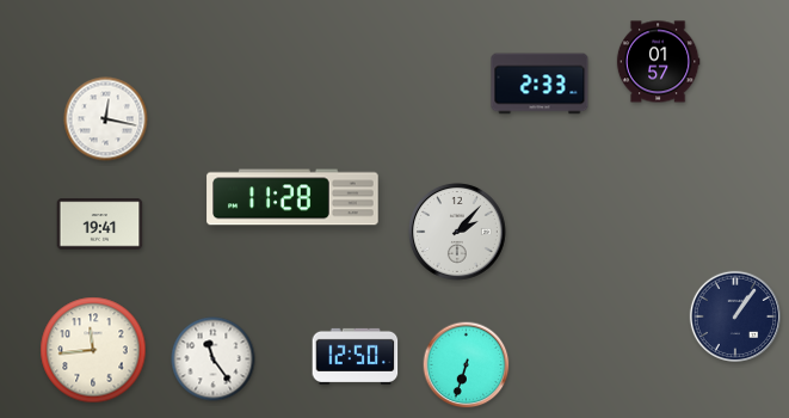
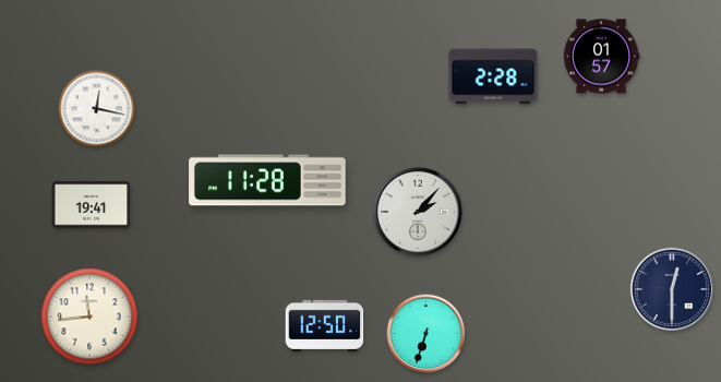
clock at (540, 84): 2:33 -> 2:28
clock at (734, 315): 1:06 -> 12:30
clock at (93, 350) position: (93, 350) -> (89, 317)
clock at (214, 359): 11:24 -> none
